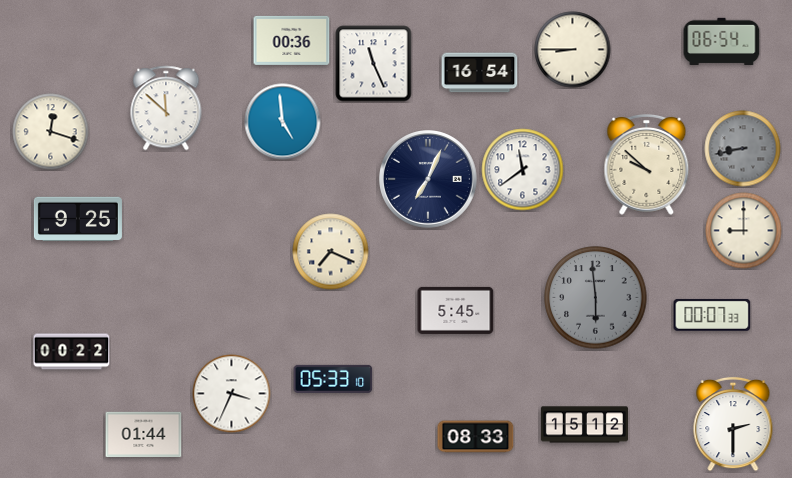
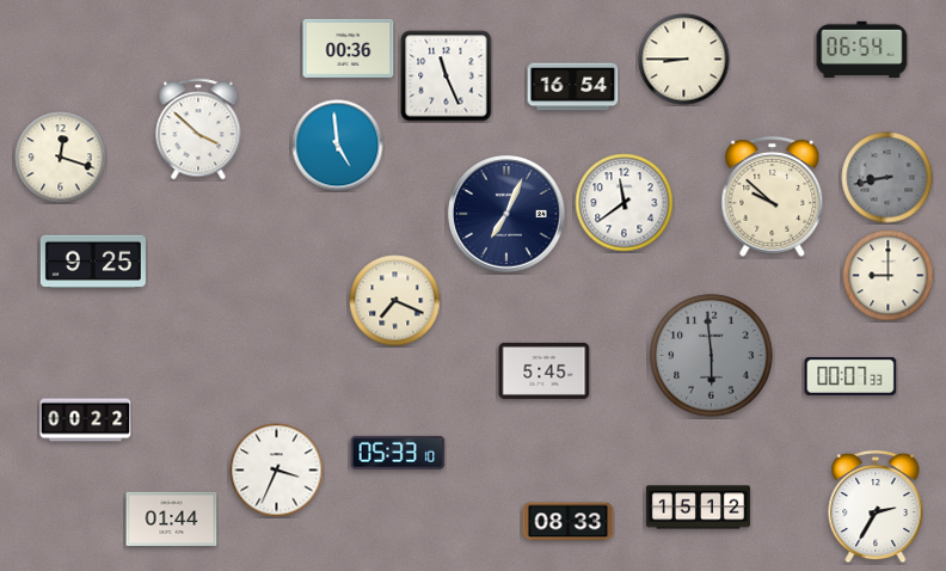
clock at (166, 108): 11:52 -> 3:52
clock at (428, 179) position: (428, 179) -> (506, 214)
clock at (733, 424): 2:30 -> 2:35
